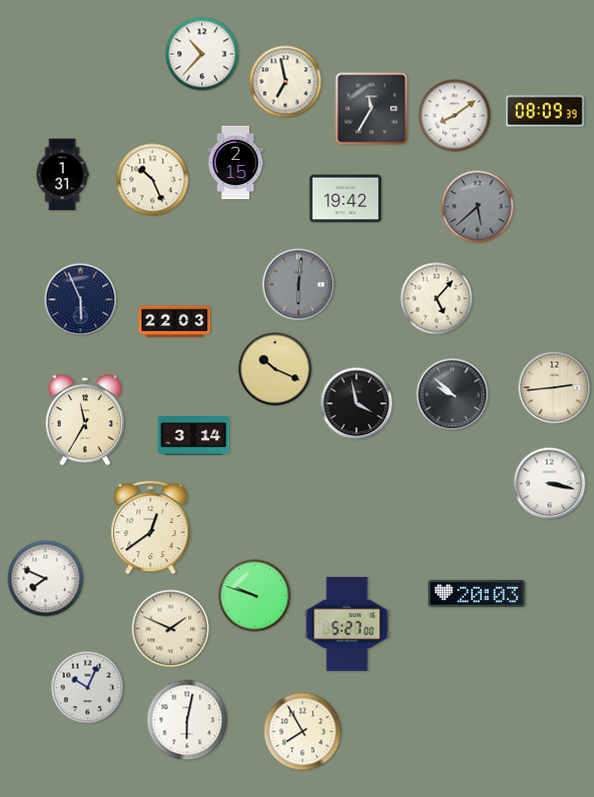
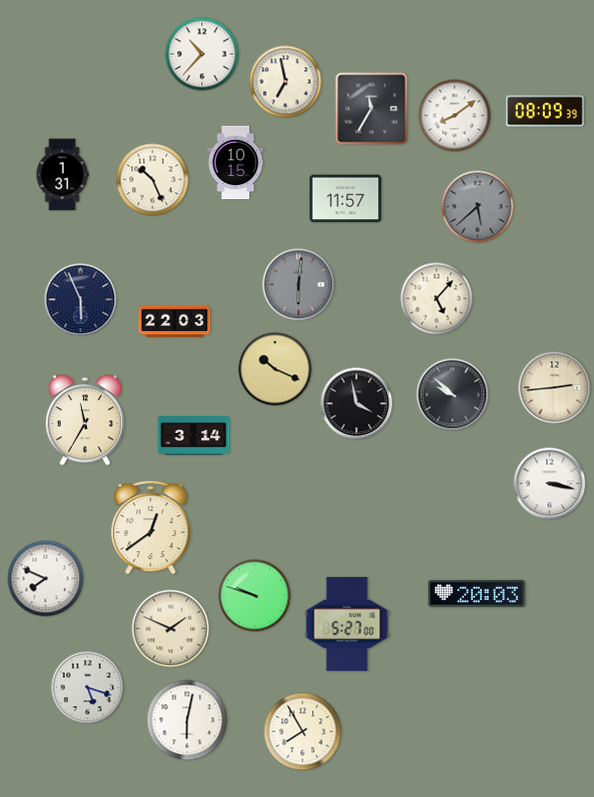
clock at (236, 163): 2:15 -> 10:15
clock at (346, 199): 19:42 -> 11:57
clock at (88, 688): 10:04 -> 5:18
